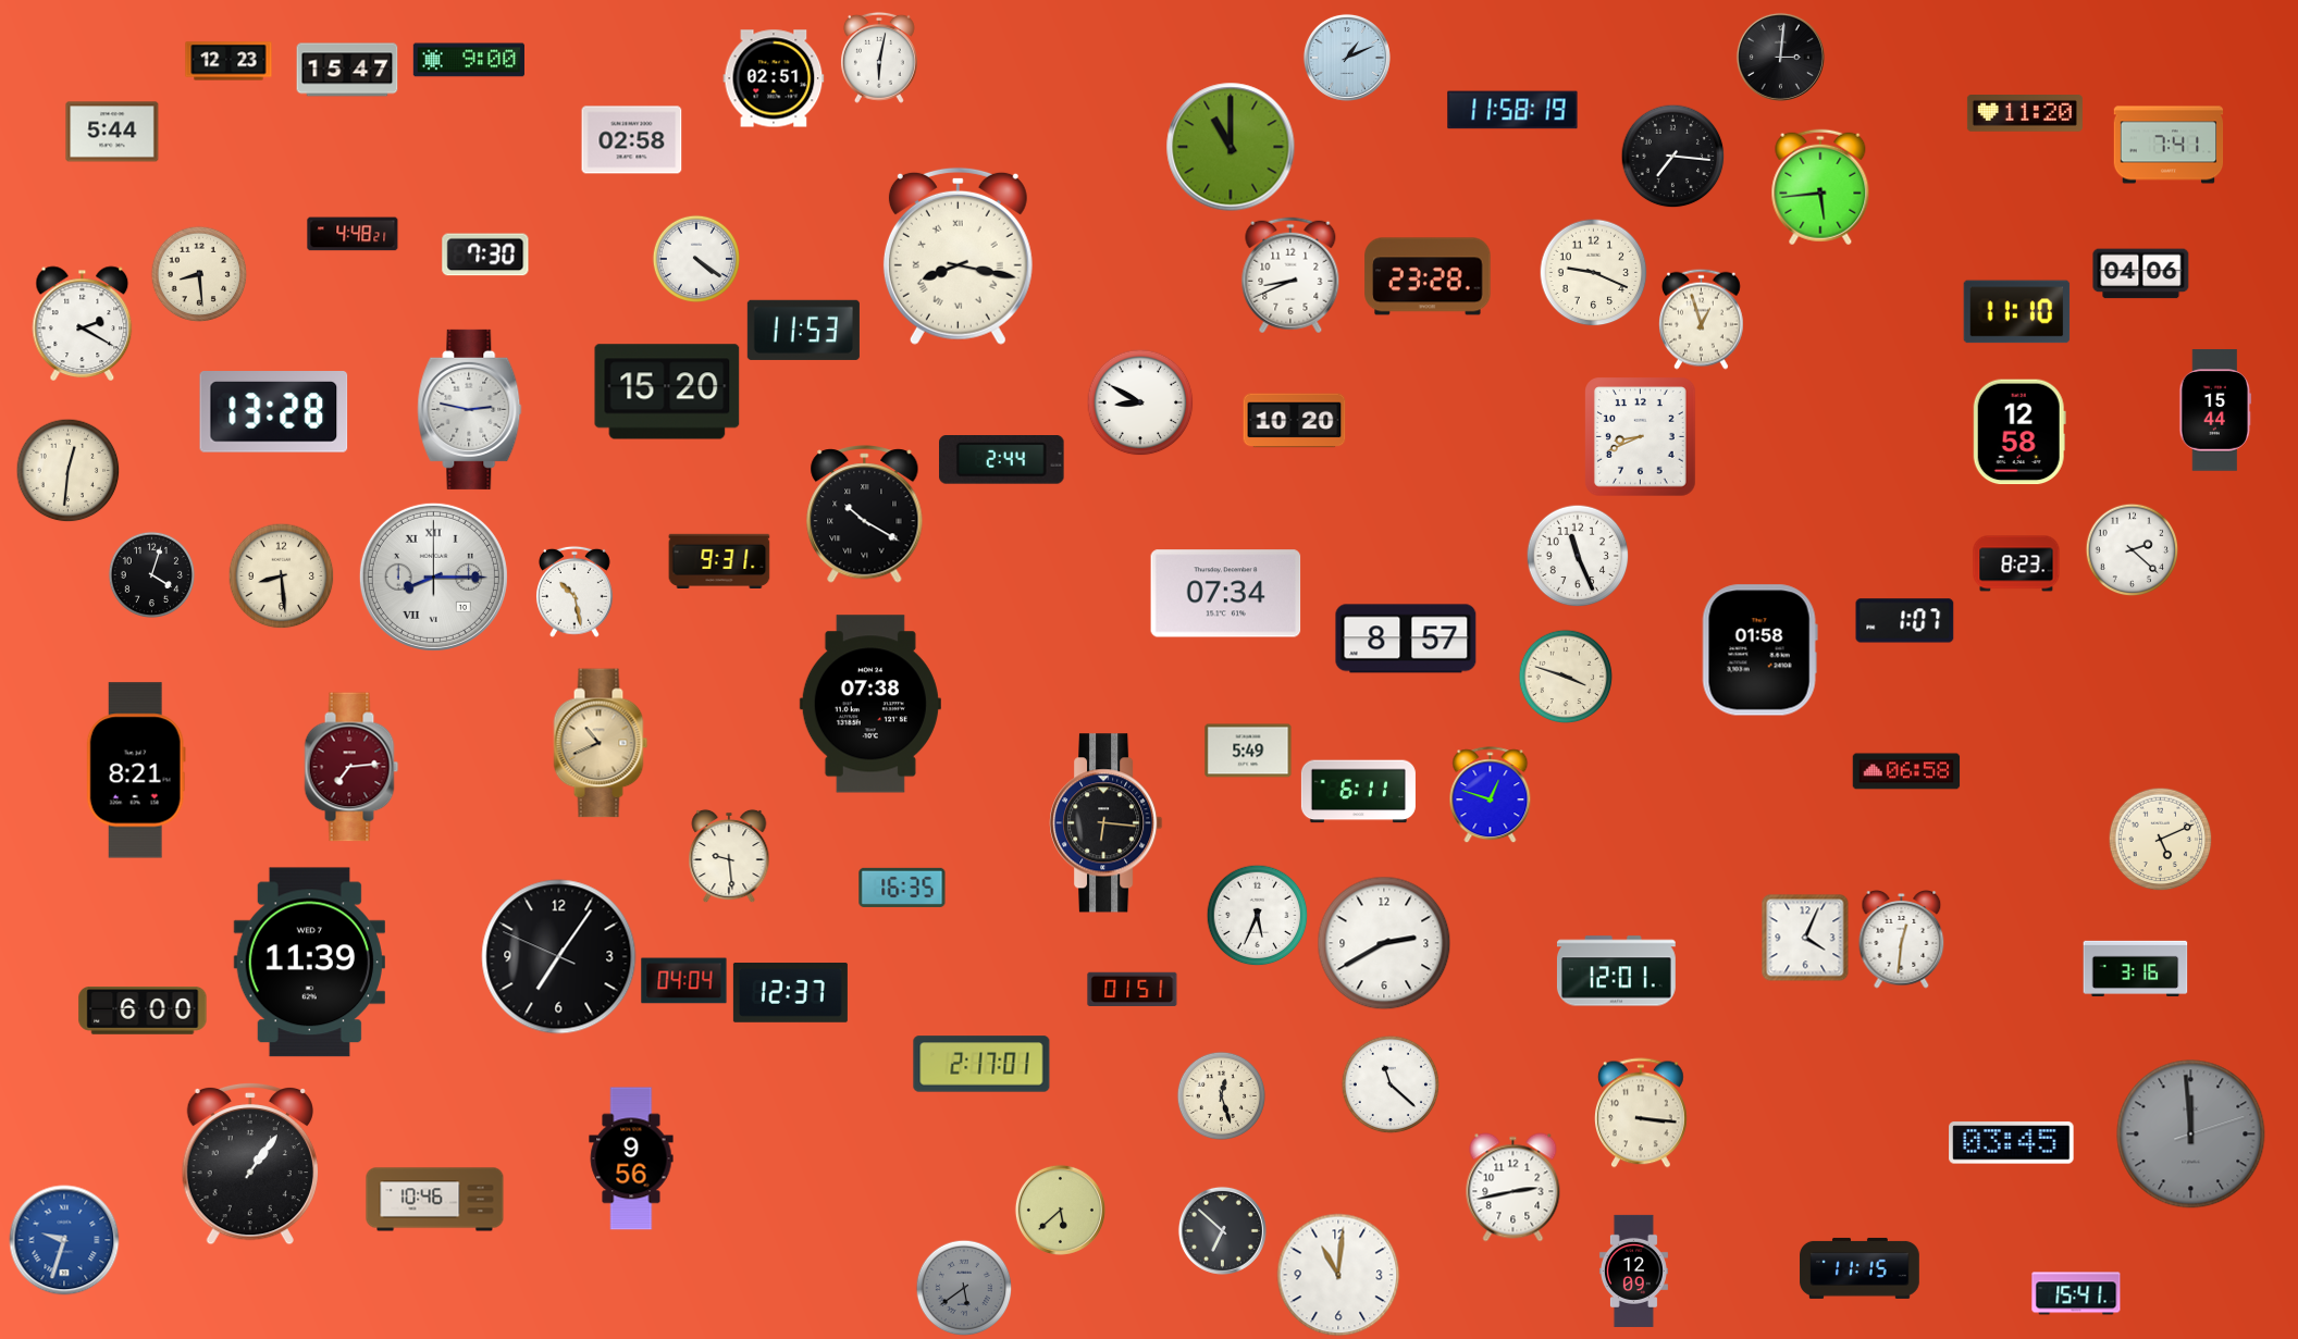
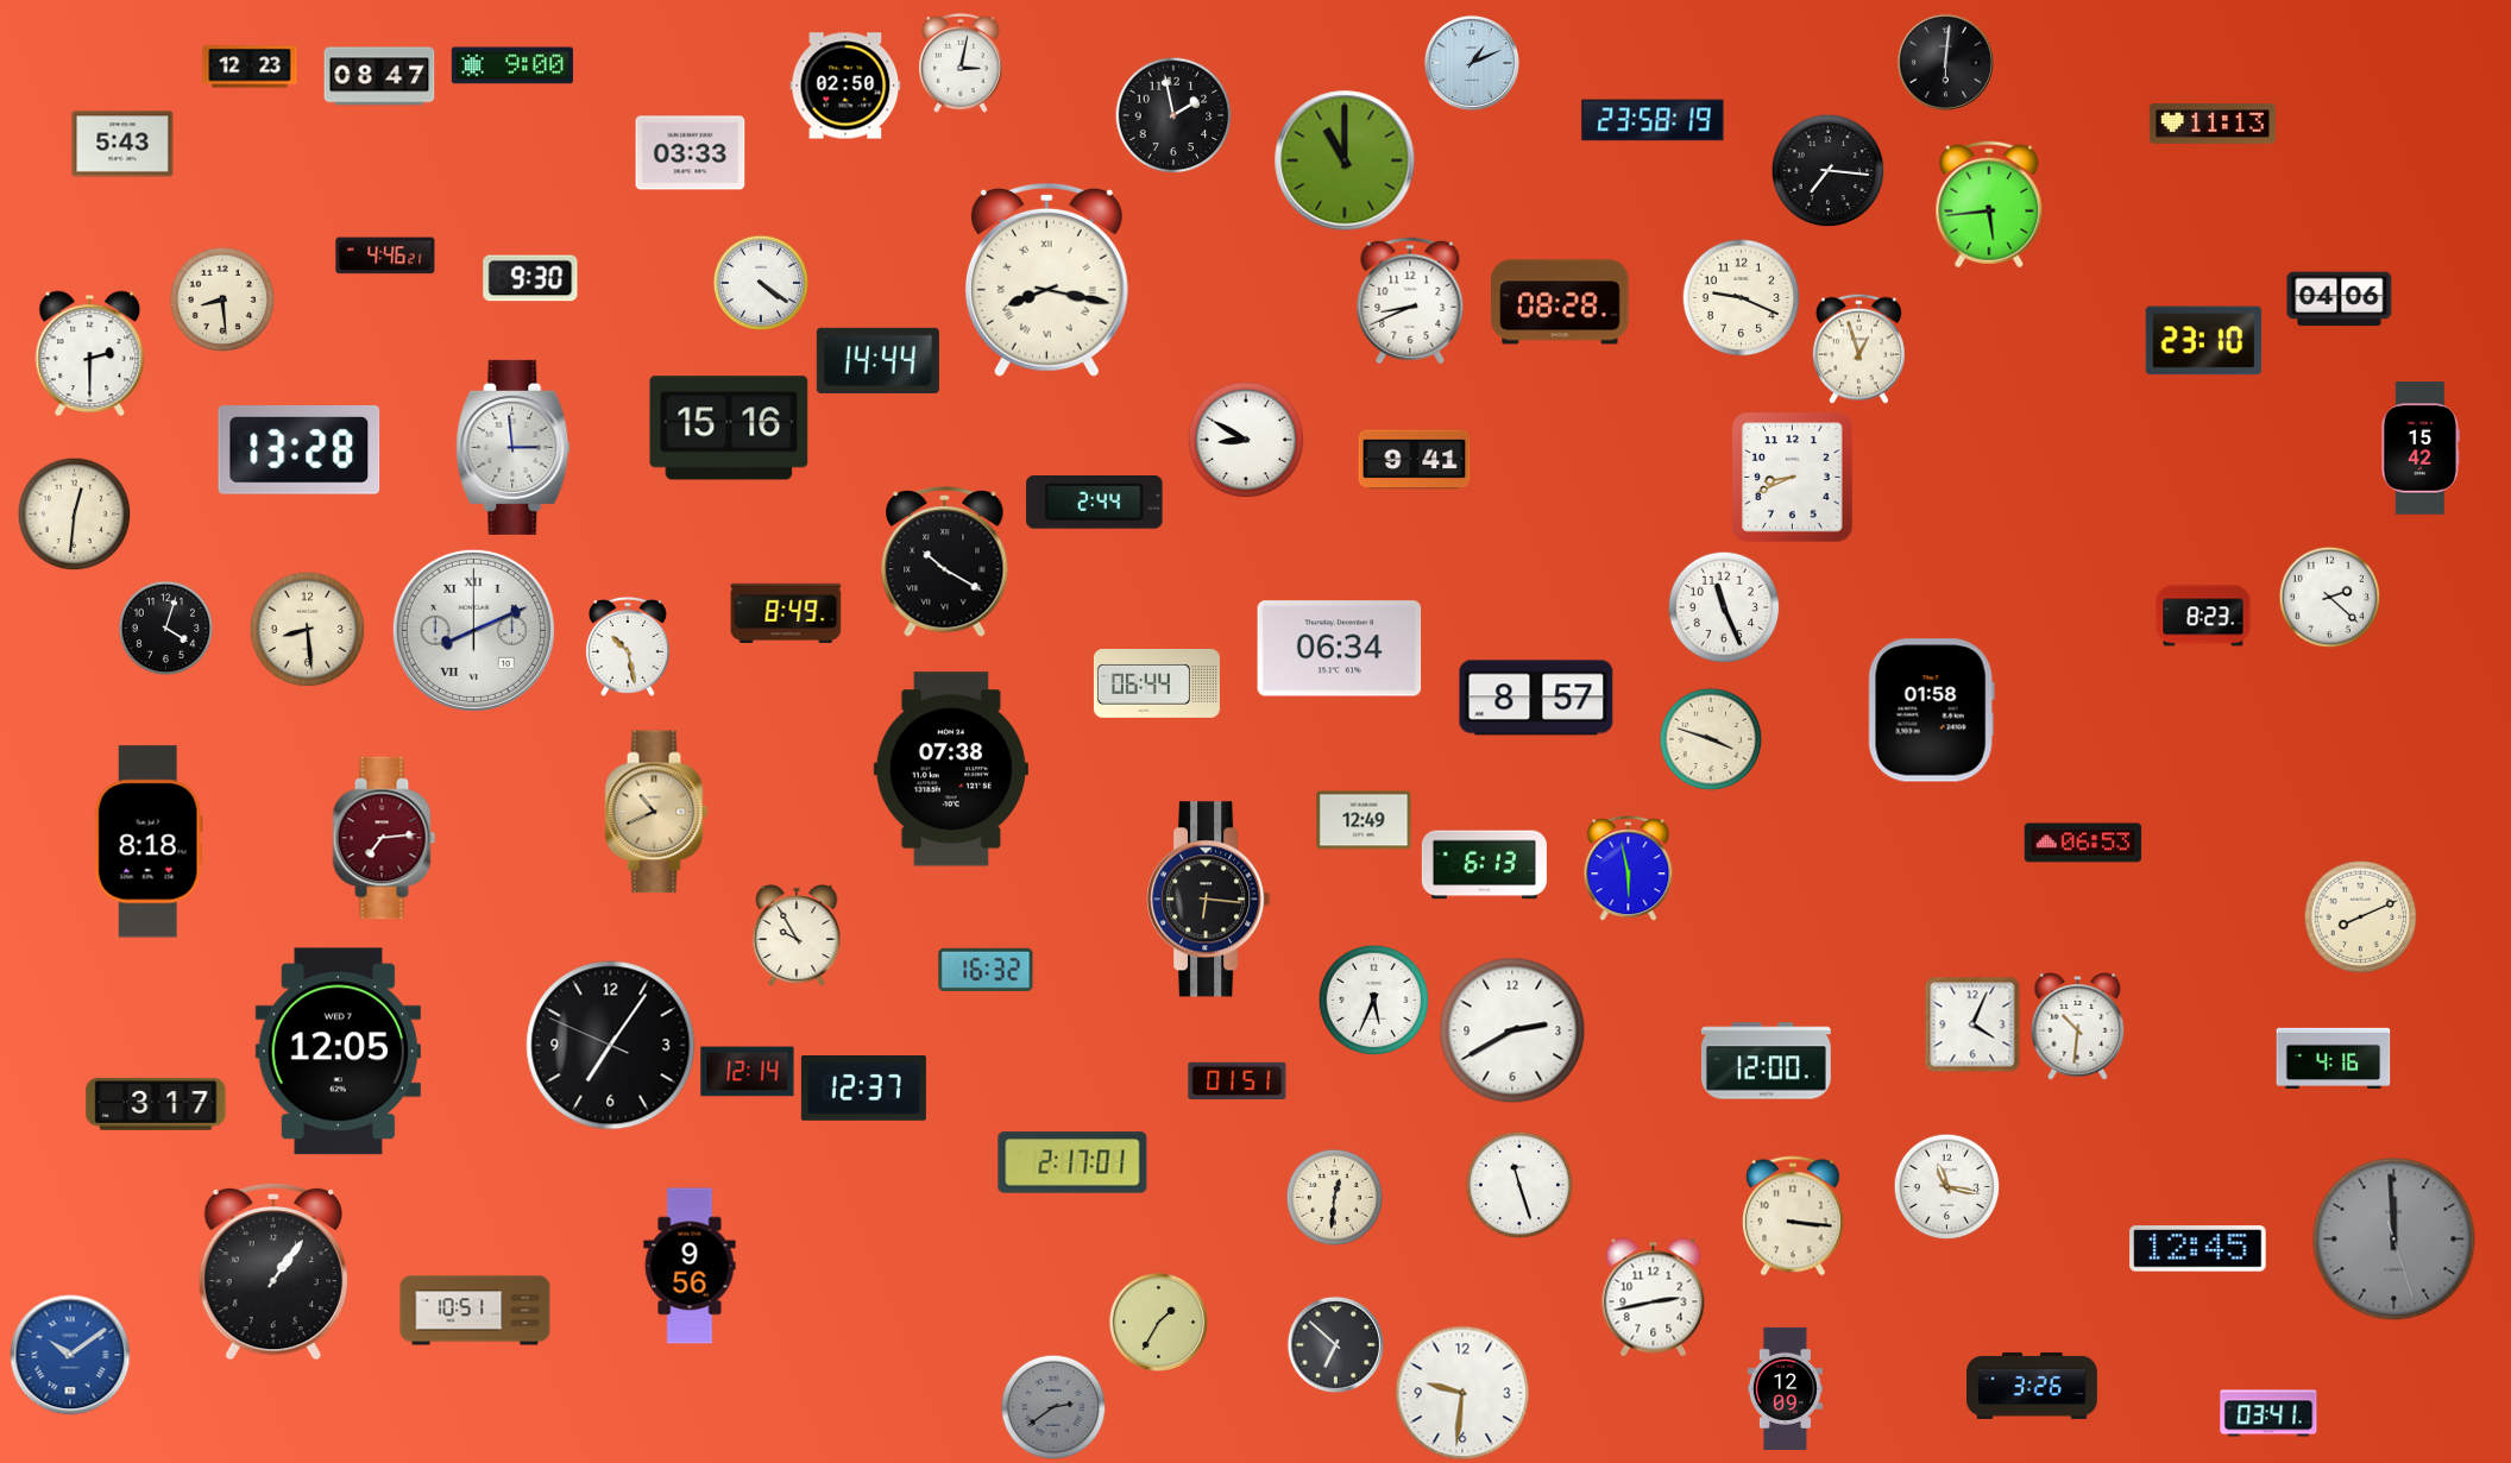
clock at (1780, 57): 3:01 -> 6:01
clock at (879, 58): 6:02 -> 3:02
clock at (347, 70): 15:47 -> 08:47
clock at (774, 78): 02:51 -> 02:50
clock at (1173, 115): none -> 1:58
clock at (1512, 110): 11:58 -> 23:58
clock at (2025, 114): 11:20 -> 11:13
clock at (112, 132): 5:44 -> 5:43
clock at (632, 140): 02:58 -> 03:33
clock at (2169, 145): 7:41 -> none
clock at (353, 234): 4:48 -> 4:46
clock at (485, 255): 7:30 -> 9:30
clock at (199, 274) position: (199, 274) -> (222, 299)
clock at (1428, 276): 23:28 -> 08:28
clock at (2017, 312): 11:10 -> 23:10
clock at (83, 323): 2:20 -> 2:30
clock at (803, 330): 11:53 -> 14:44
clock at (667, 392): 15:20 -> 15:16
clock at (470, 409): 2:47 -> 2:59
clock at (2215, 410): 15:44 -> 15:42
clock at (1295, 421): 10:20 -> 9:41
clock at (2019, 432): 12:58 -> none
clock at (2132, 549) position: (2132, 549) -> (2329, 597)
clock at (719, 560): 9:31 -> 8:49
clock at (433, 576): 8:15 -> 8:11
clock at (1226, 594): 07:34 -> 06:34
clock at (1905, 621): 1:07 -> none
clock at (1157, 683): none -> 06:44
clock at (1759, 650) position: (1759, 650) -> (1931, 711)
clock at (1248, 751): 5:49 -> 12:49
clock at (136, 770): 8:21 -> 8:18
clock at (1906, 771): 06:58 -> 06:53
clock at (1358, 792): 6:11 -> 6:13
clock at (1491, 795): 12:48 -> 5:58
clock at (2160, 839): 5:11 -> 8:11
clock at (729, 856): 9:29 -> 9:55
clock at (902, 888): 16:35 -> 16:32
clock at (1902, 940): 12:31 -> 10:31
clock at (309, 963): 11:39 -> 12:05
clock at (2136, 968): 3:16 -> 4:16
clock at (1616, 971): 12:01 -> 12:00
clock at (684, 981): 04:04 -> 12:14
clock at (790, 993) position: (790, 993) -> (863, 1089)
clock at (143, 1012): 6:00 -> 3:17
clock at (1391, 1084): 11:22 -> 11:27
clock at (1946, 1186): none -> 11:17
clock at (1221, 1095): 12:27 -> 12:31
clock at (2191, 1135): 11:59:12 -> 11:59:27
clock at (2012, 1143): 03:45 -> 12:45
clock at (435, 1200): 10:46 -> 10:51
clock at (1060, 1210): 5:38 -> 1:35
clock at (64, 1240): 9:33 -> 10:09
clock at (1860, 1268): 11:15 -> 3:26
clock at (1338, 1275): 11:01 -> 9:31
clock at (964, 1288): 5:39 -> 2:39
clock at (2076, 1293): 15:41 -> 03:41
